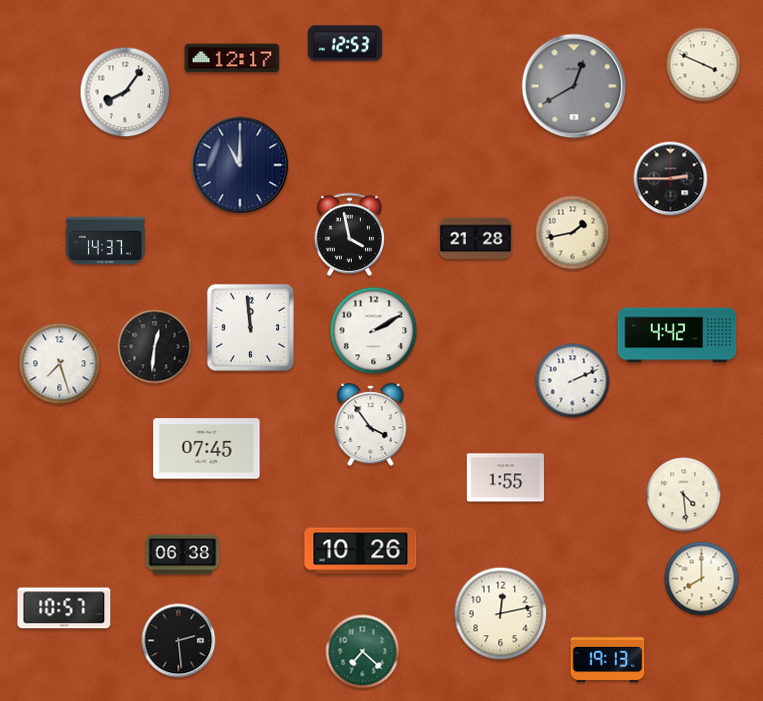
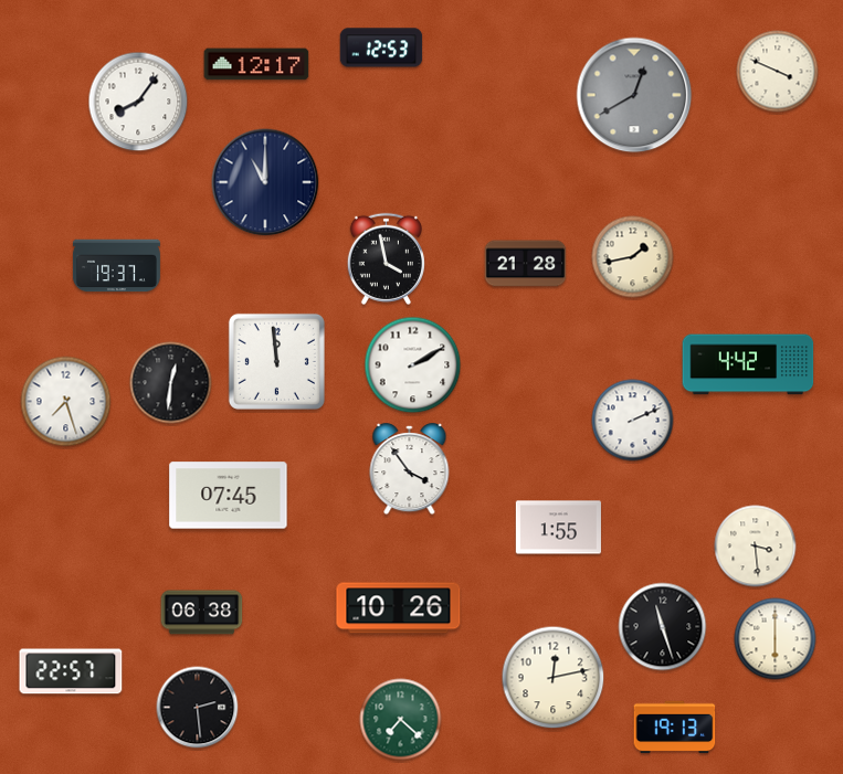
clock at (671, 179): 2:45 -> none
clock at (105, 241): 14:37 -> 19:37
clock at (677, 335) position: (677, 335) -> (748, 364)
clock at (684, 495): 4:29 -> 3:29
clock at (663, 627): none -> 11:27
clock at (702, 579): 8:00 -> 6:00
clock at (64, 608): 10:57 -> 22:57
clock at (608, 659) position: (608, 659) -> (675, 728)
